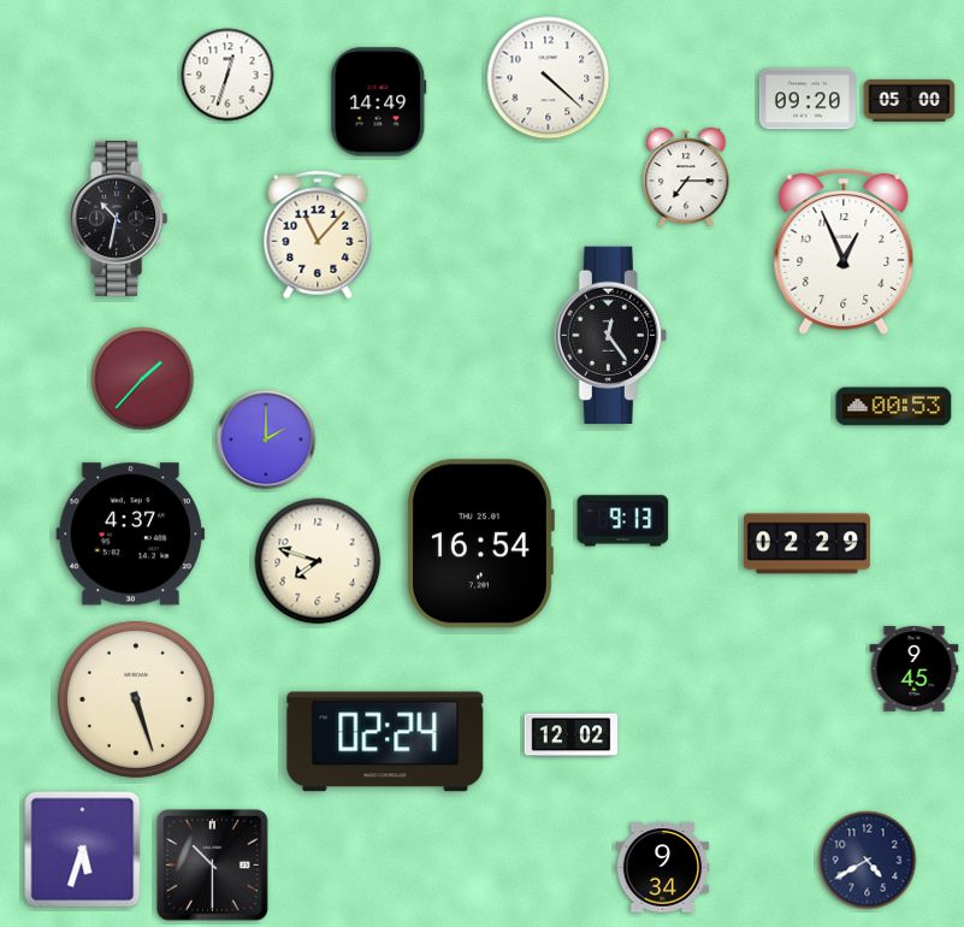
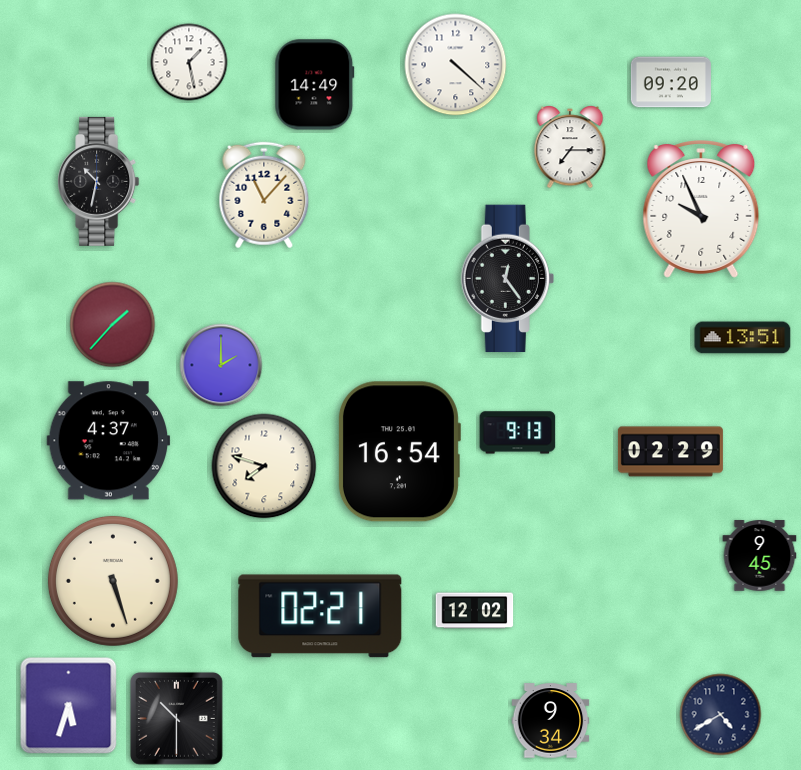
clock at (227, 75): 12:33 -> 1:28
clock at (910, 100): 05:00 -> none
clock at (844, 252): 12:56 -> 9:56
clock at (143, 379) position: (143, 379) -> (113, 325)
clock at (894, 407): 00:53 -> 13:51
clock at (131, 535) position: (131, 535) -> (109, 441)
clock at (385, 742): 02:24 -> 02:21
